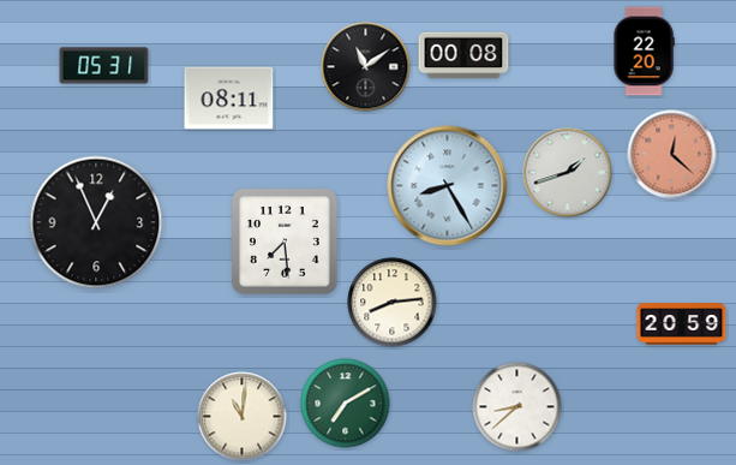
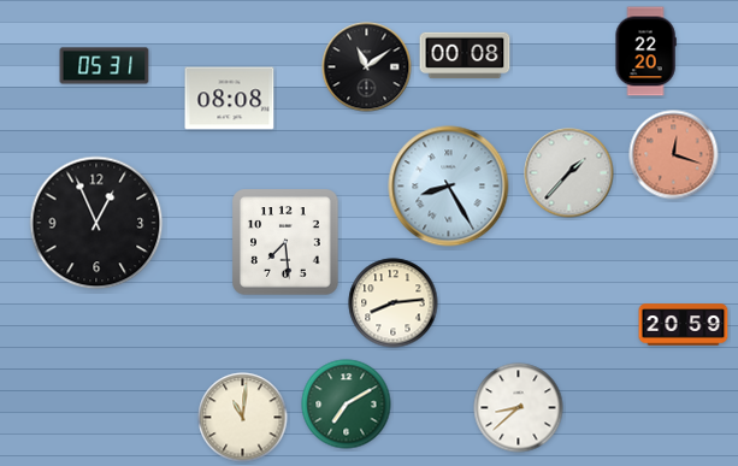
clock at (229, 99): 08:11 -> 08:08
clock at (672, 155): 12:22 -> 12:18
clock at (568, 173): 1:42 -> 1:37
